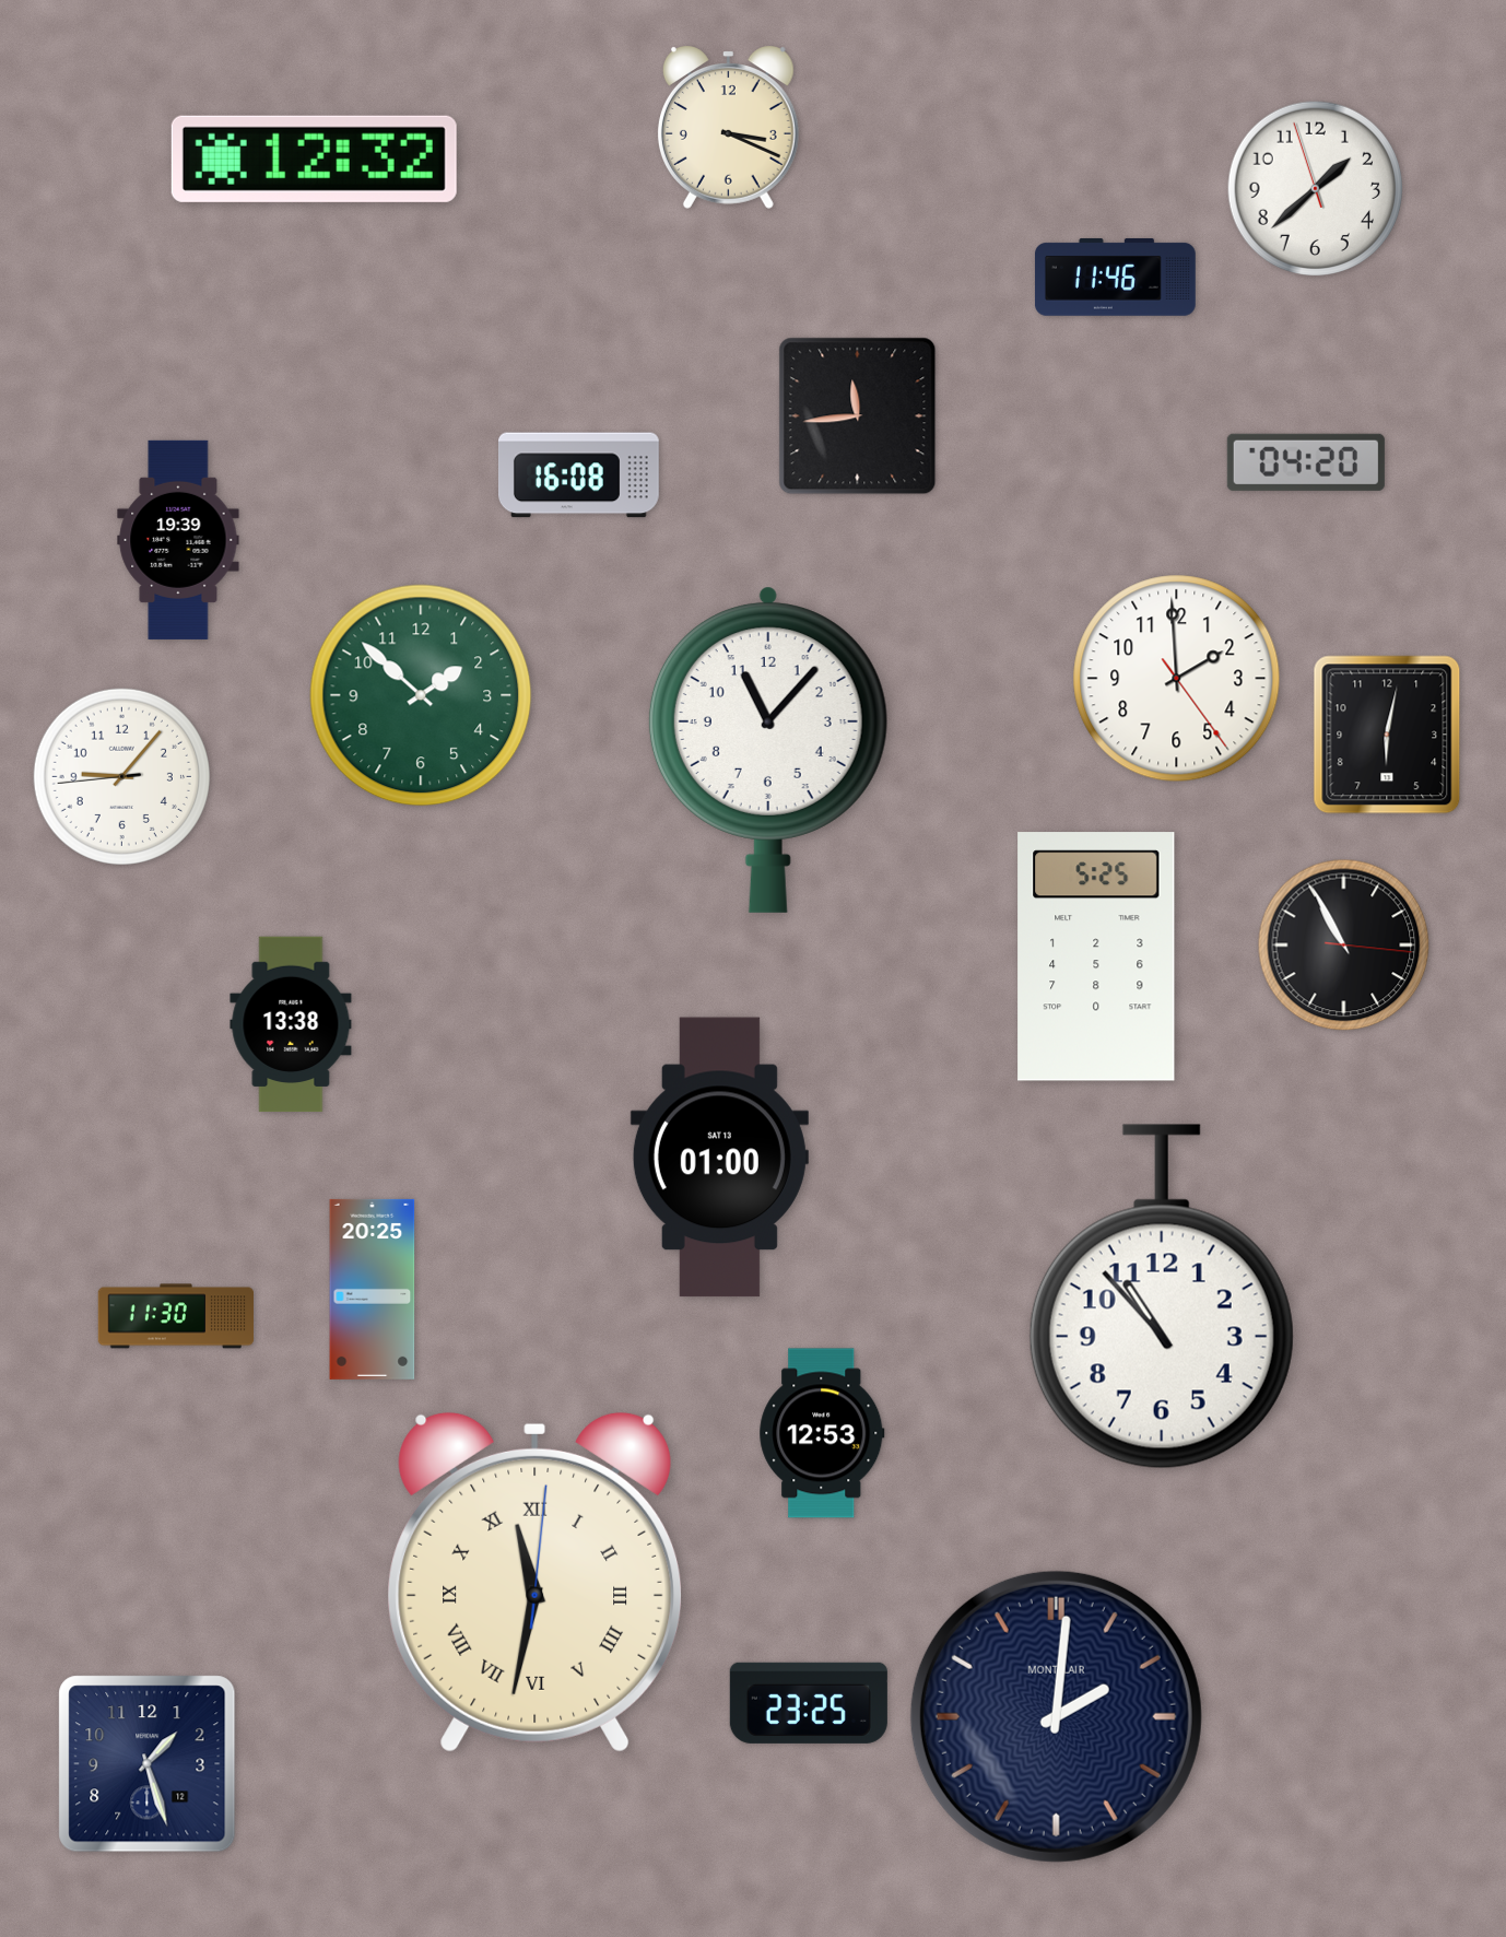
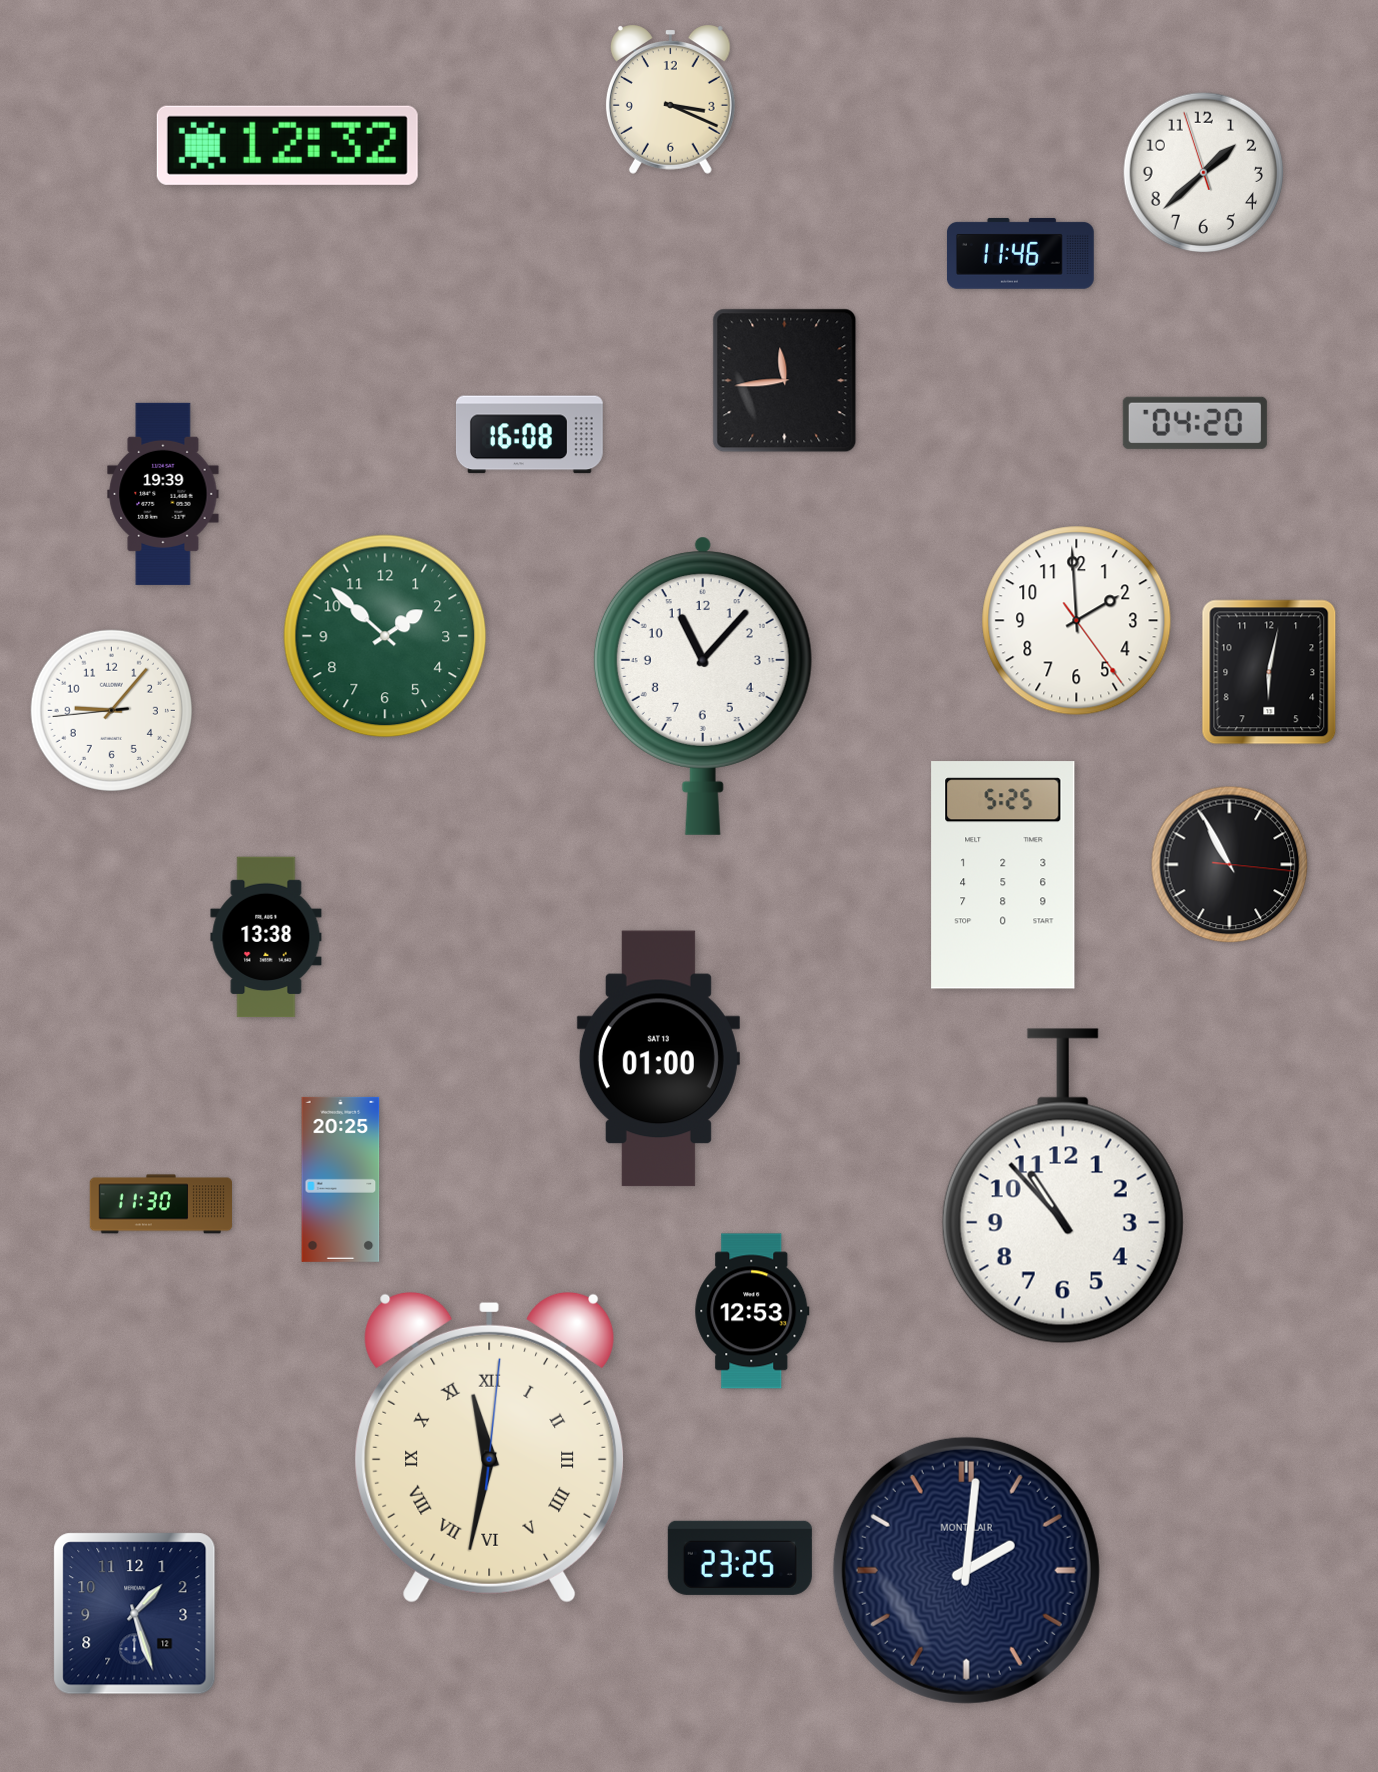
clock at (728, 127) position: (728, 127) -> (670, 99)
